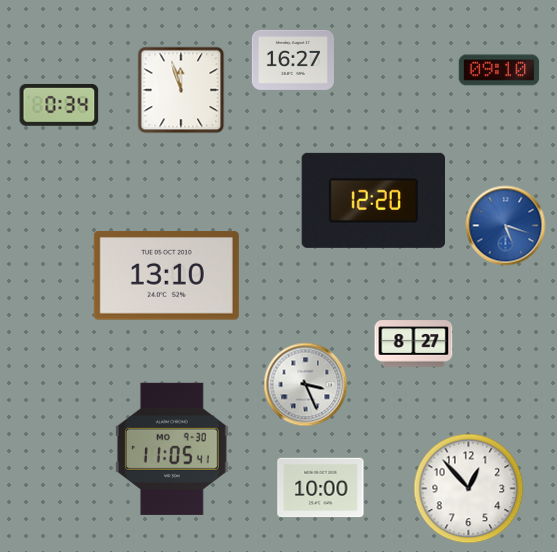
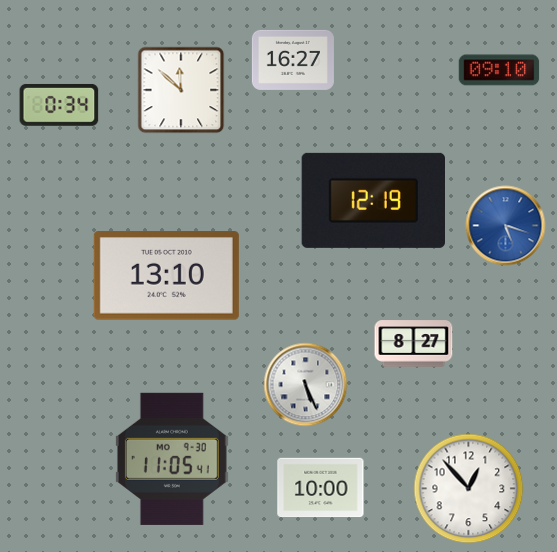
clock at (181, 90): 11:57 -> 11:52
clock at (373, 200): 12:20 -> 12:19
clock at (306, 385): 3:26 -> 5:26
clock at (172, 449) position: (172, 449) -> (172, 459)
